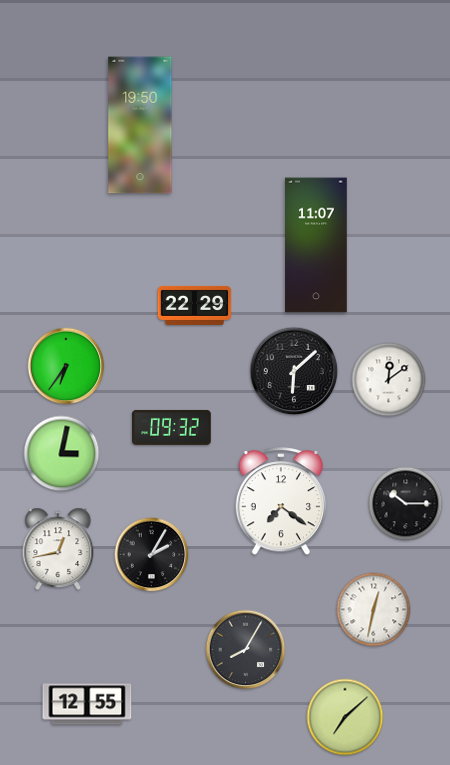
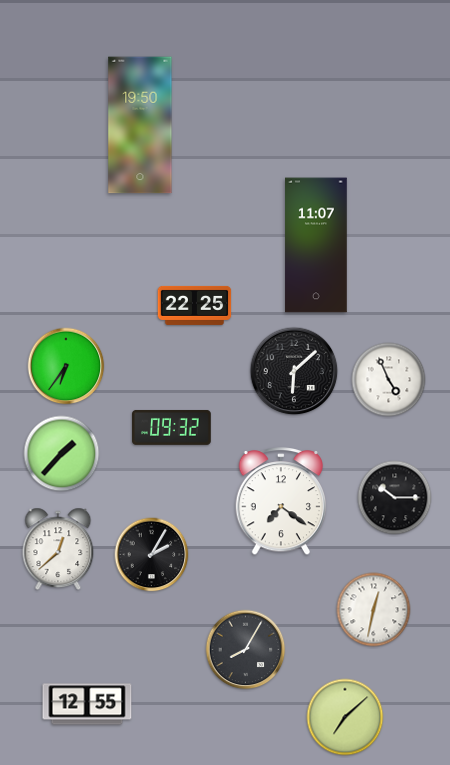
clock at (195, 305): 22:29 -> 22:25
clock at (389, 380): 12:09 -> 4:56
clock at (62, 454): 3:02 -> 1:37
clock at (406, 504) position: (406, 504) -> (395, 498)
clock at (58, 549): 12:43 -> 12:38
